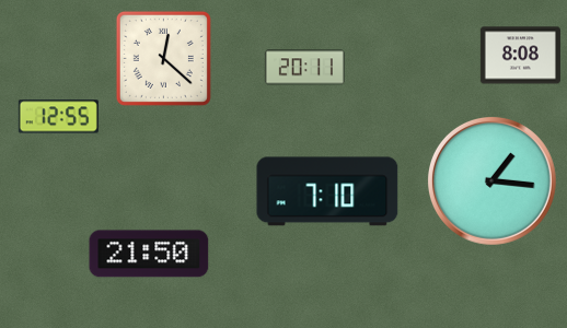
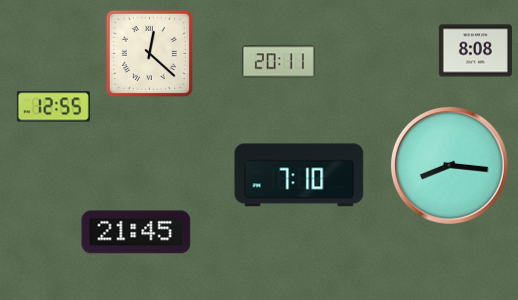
clock at (493, 181): 1:16 -> 8:16
clock at (149, 254): 21:50 -> 21:45
